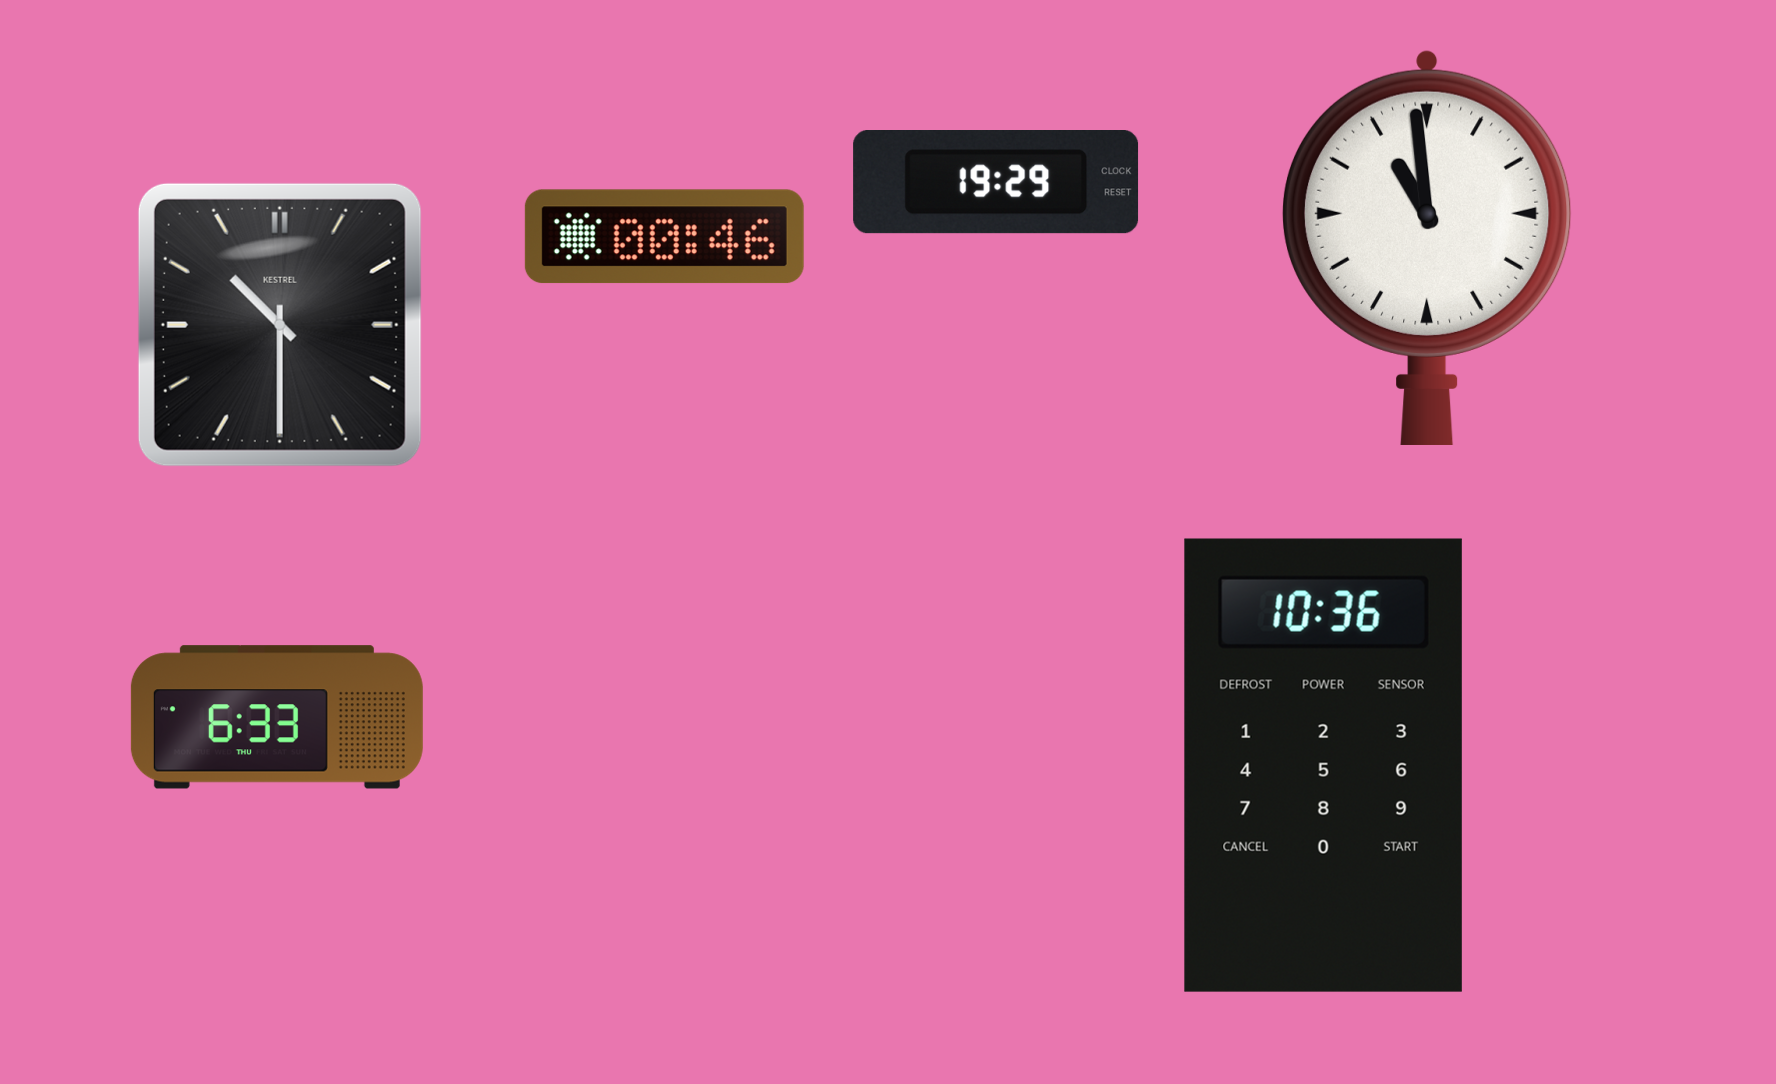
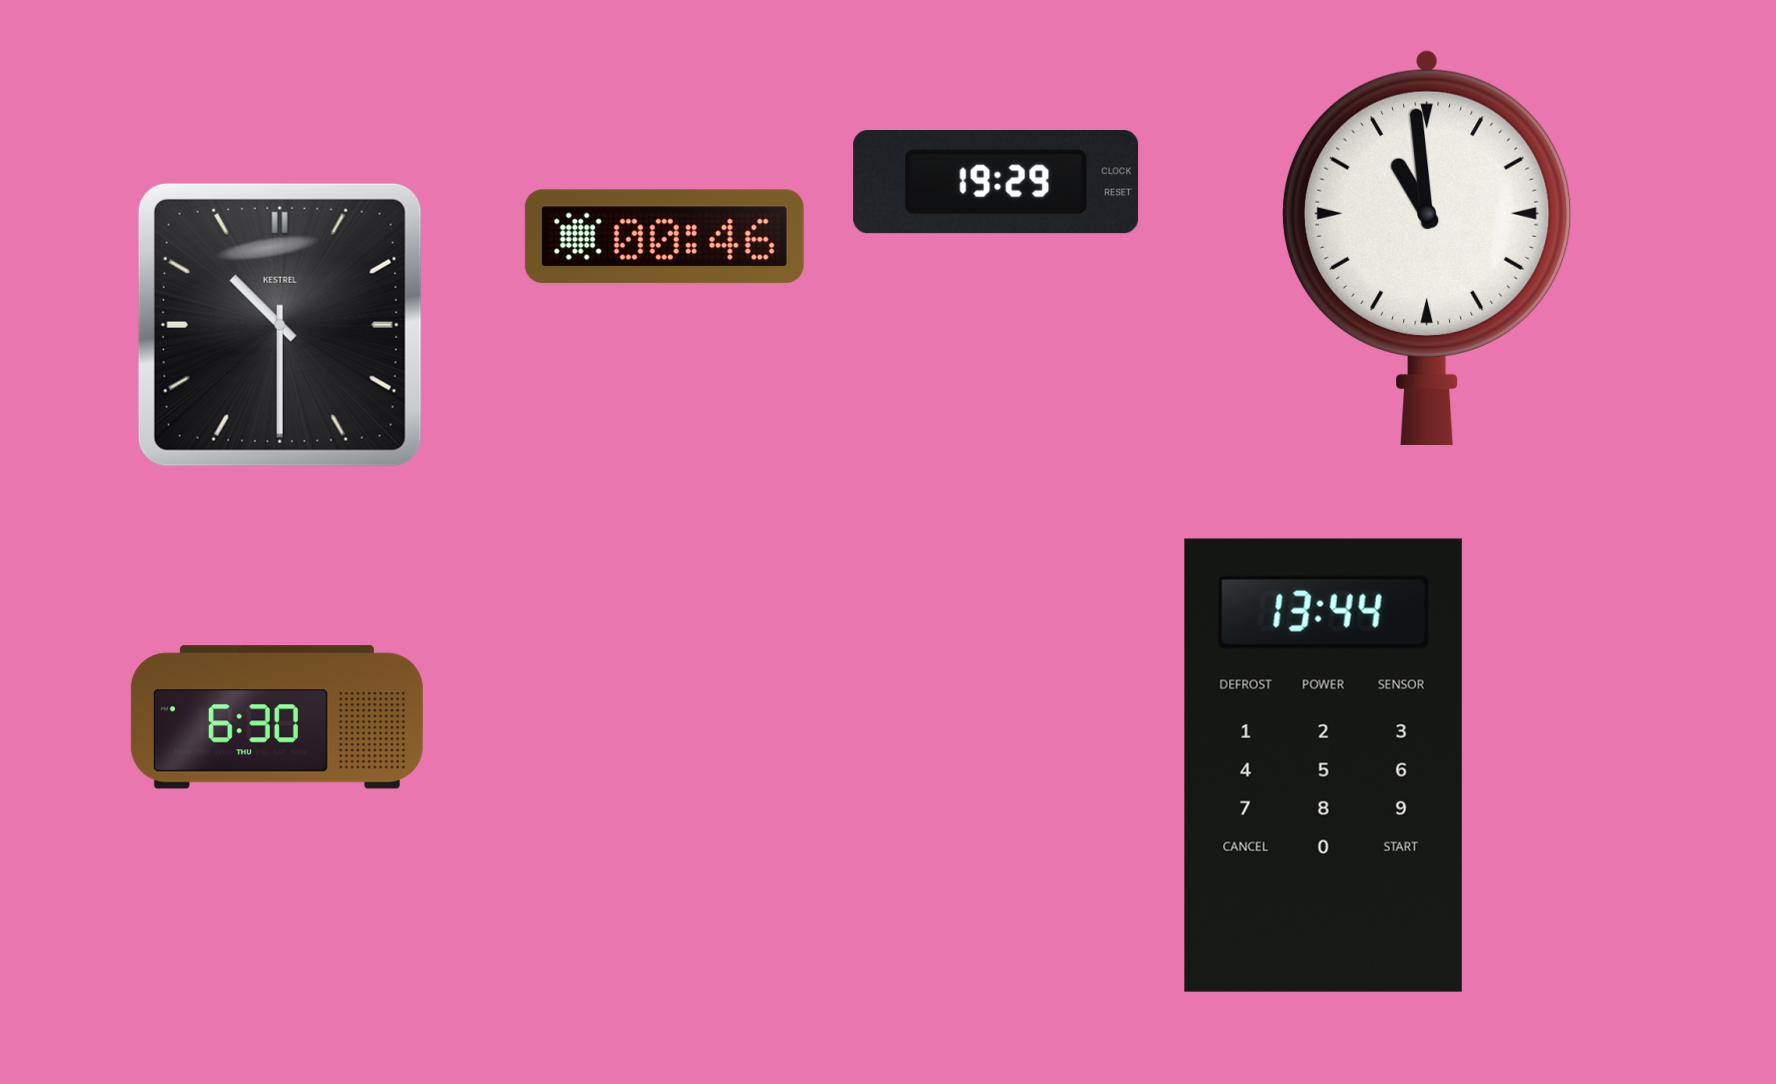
clock at (277, 717): 6:33 -> 6:30
clock at (1323, 765): 10:36 -> 13:44
